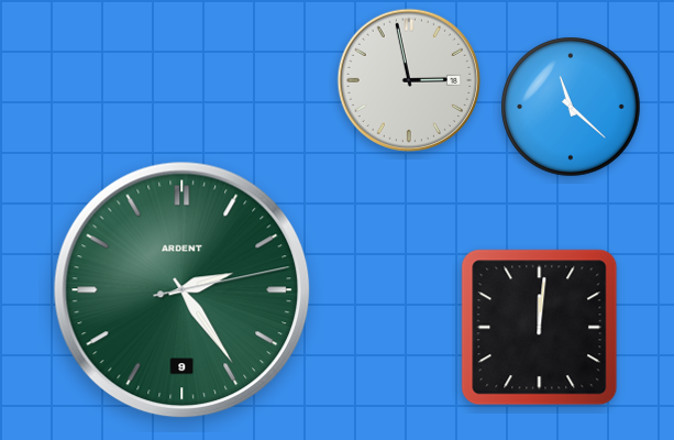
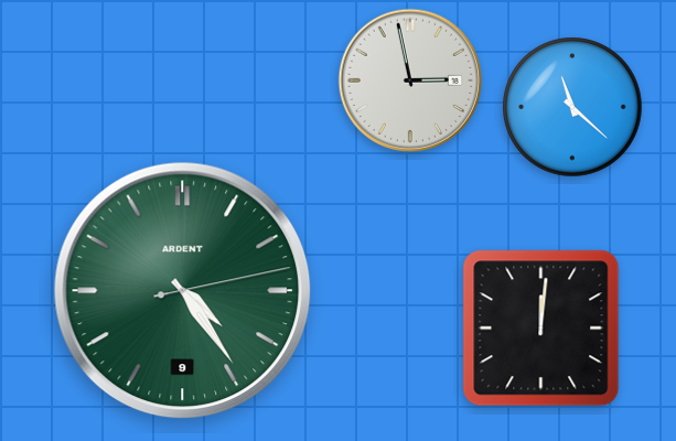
clock at (183, 290): 2:24 -> 4:24
